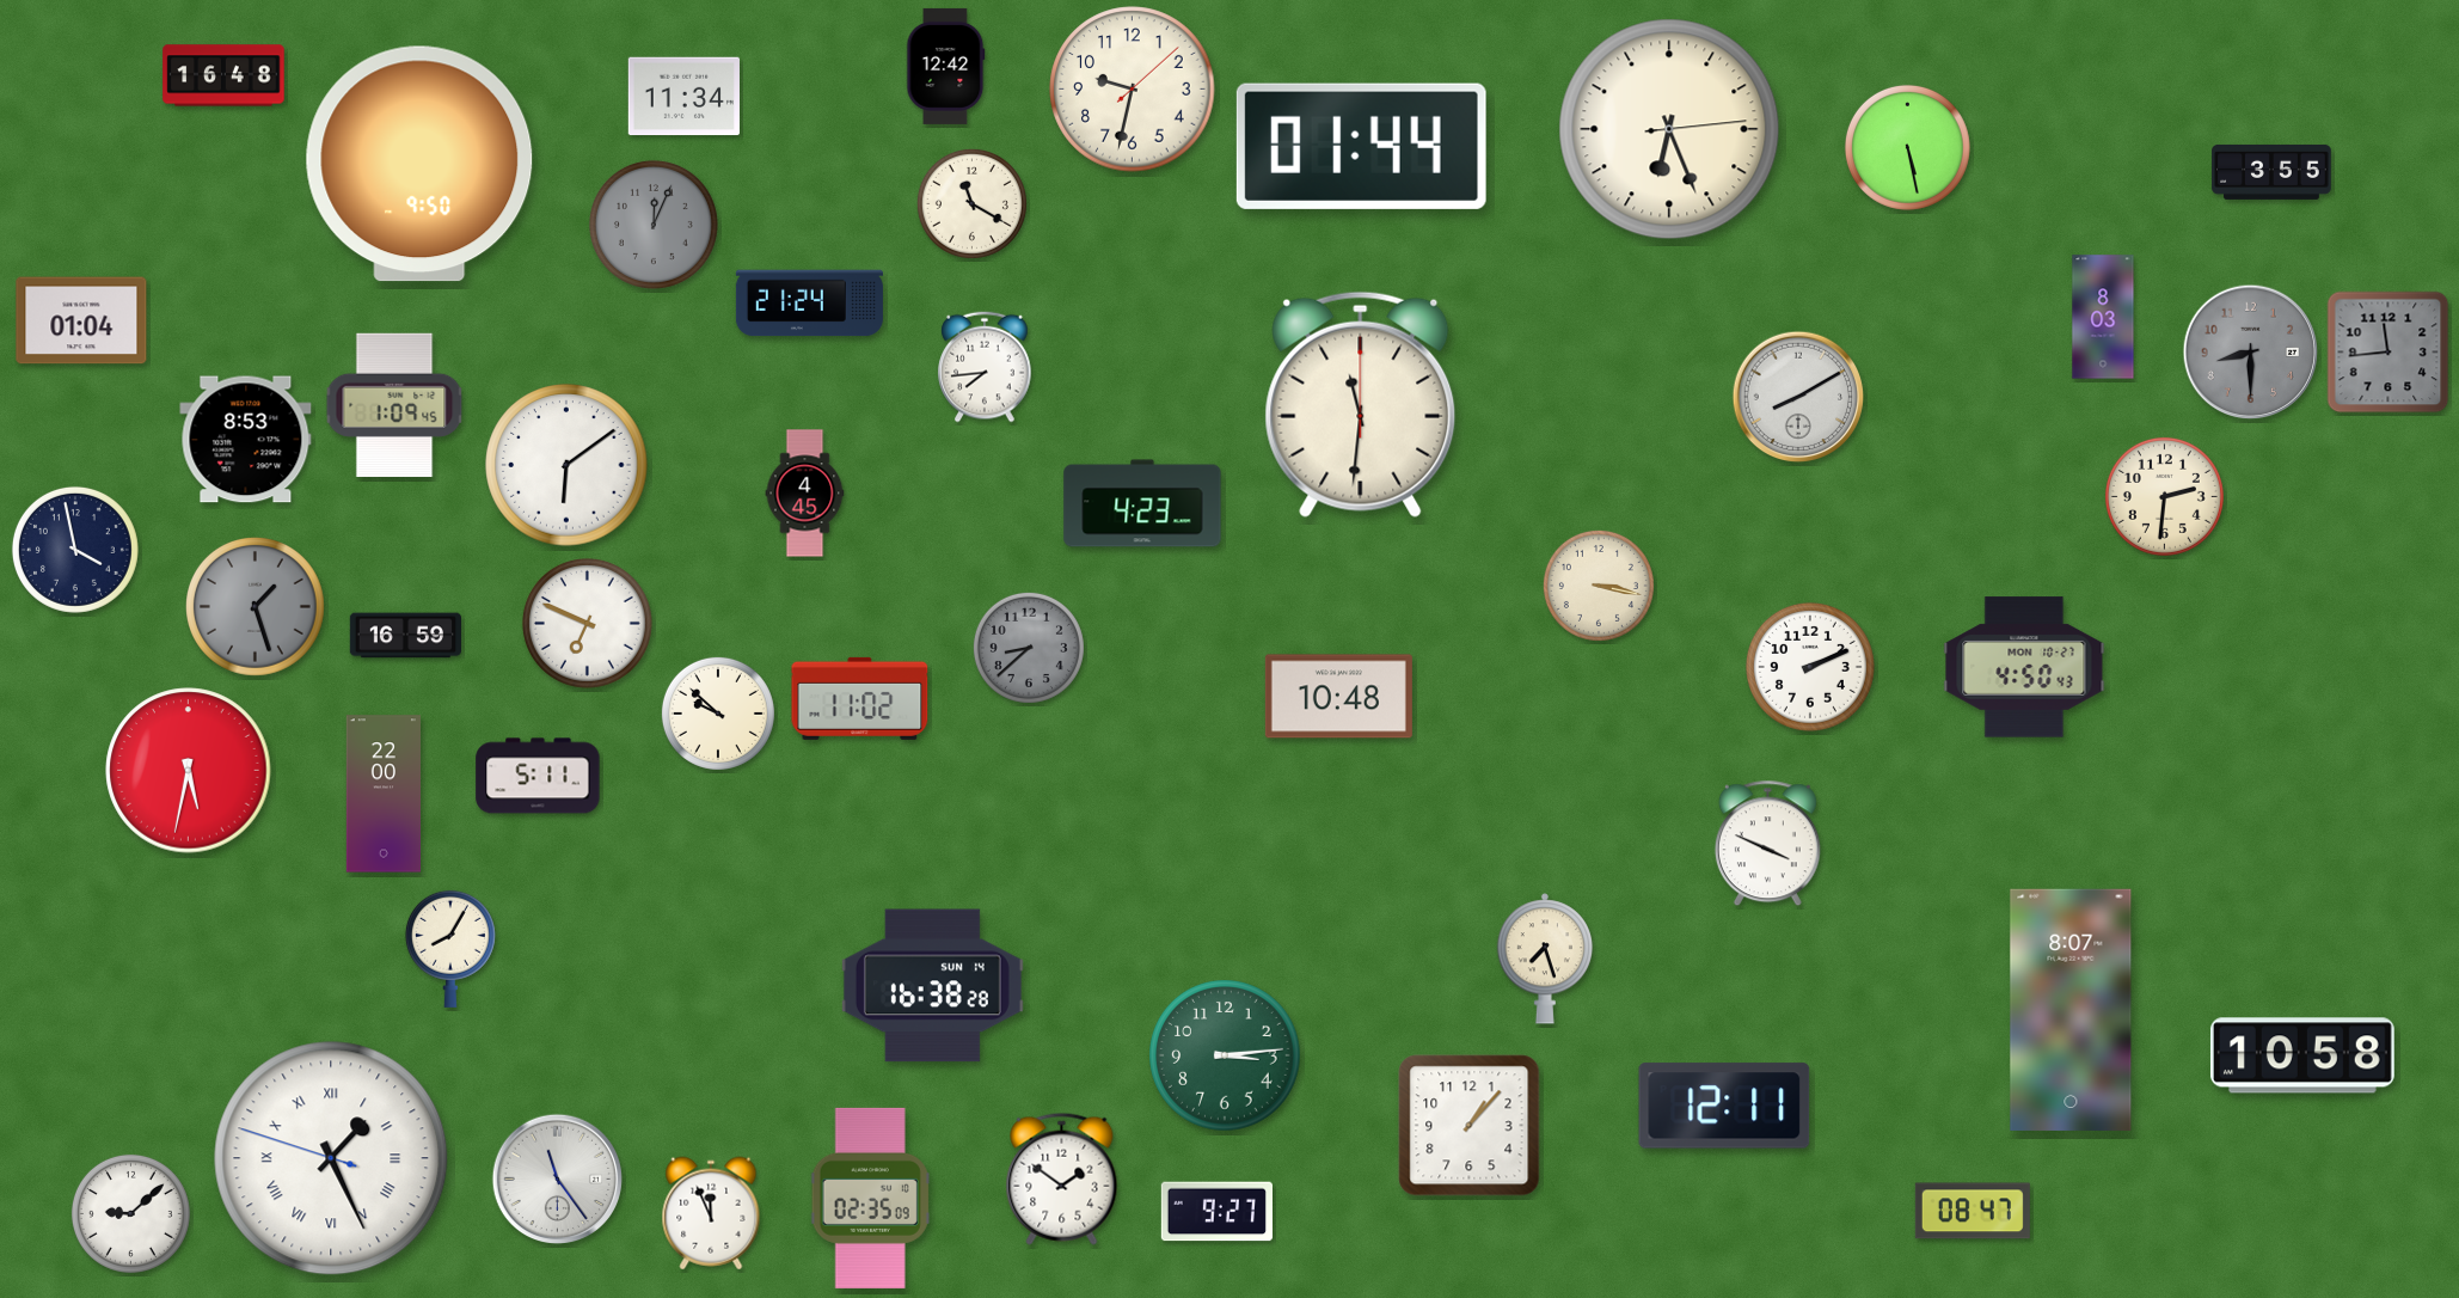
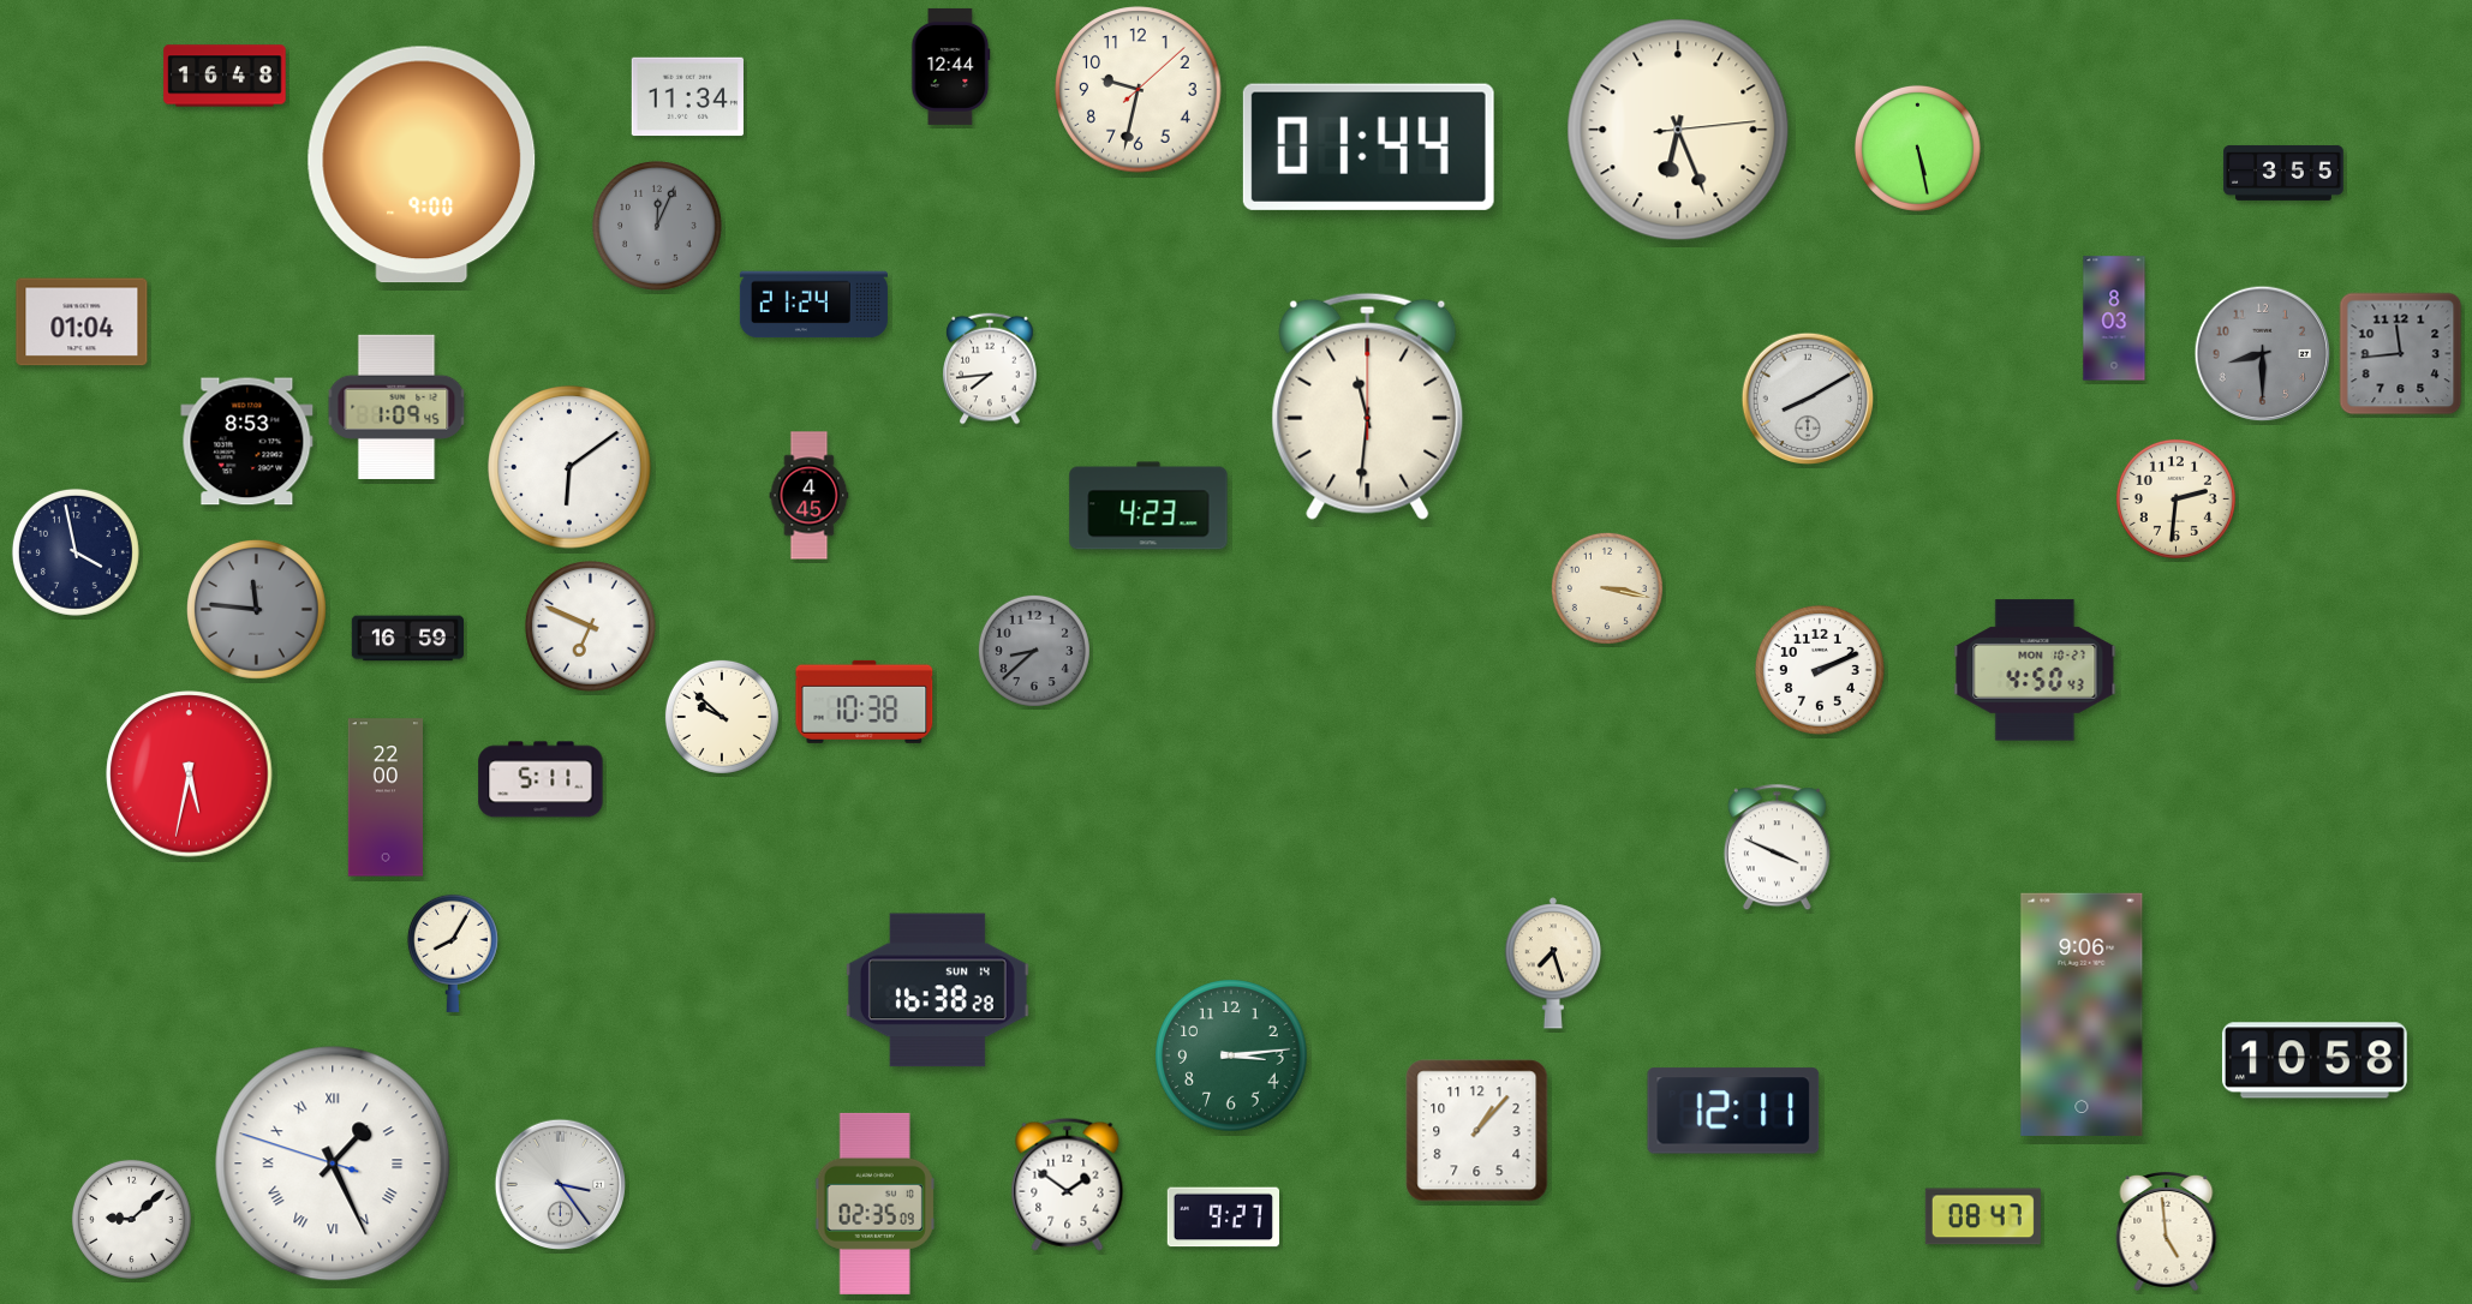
clock at (946, 66): 12:42 -> 12:44
clock at (419, 164): 9:50 -> 9:00
clock at (971, 203): 11:20 -> none
clock at (256, 607): 1:27 -> 11:46
clock at (1338, 697): 10:48 -> none
clock at (860, 698): 11:02 -> 10:38
clock at (2071, 1010): 8:07 -> 9:06
clock at (1225, 1055) position: (1225, 1055) -> (1231, 1055)
clock at (558, 1180): 11:24 -> 3:24
clock at (711, 1213): 11:56 -> none
clock at (2167, 1232): none -> 4:59
